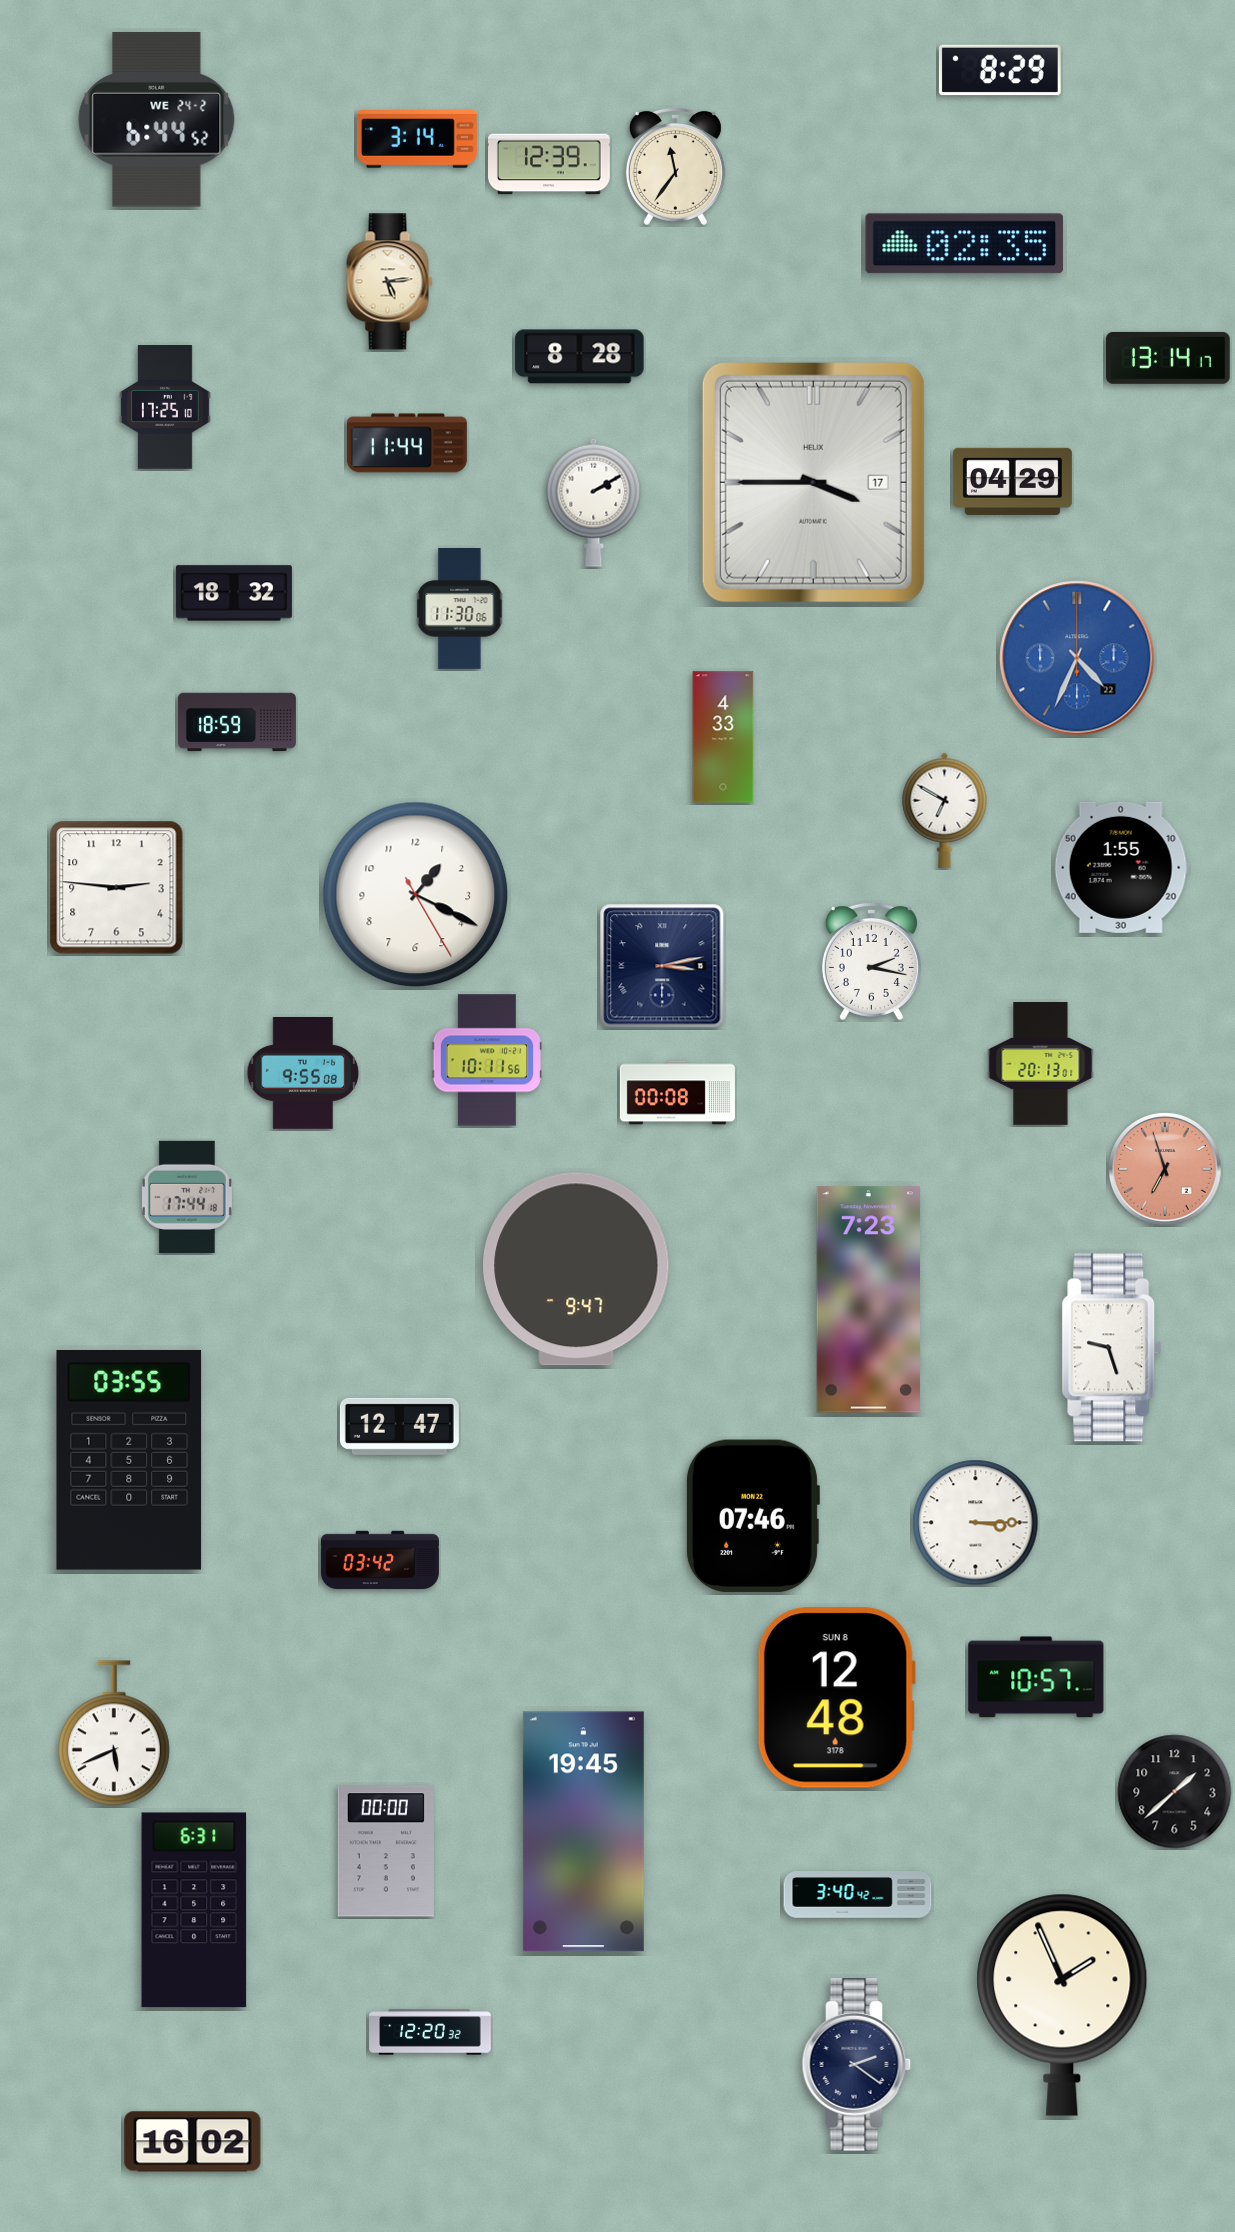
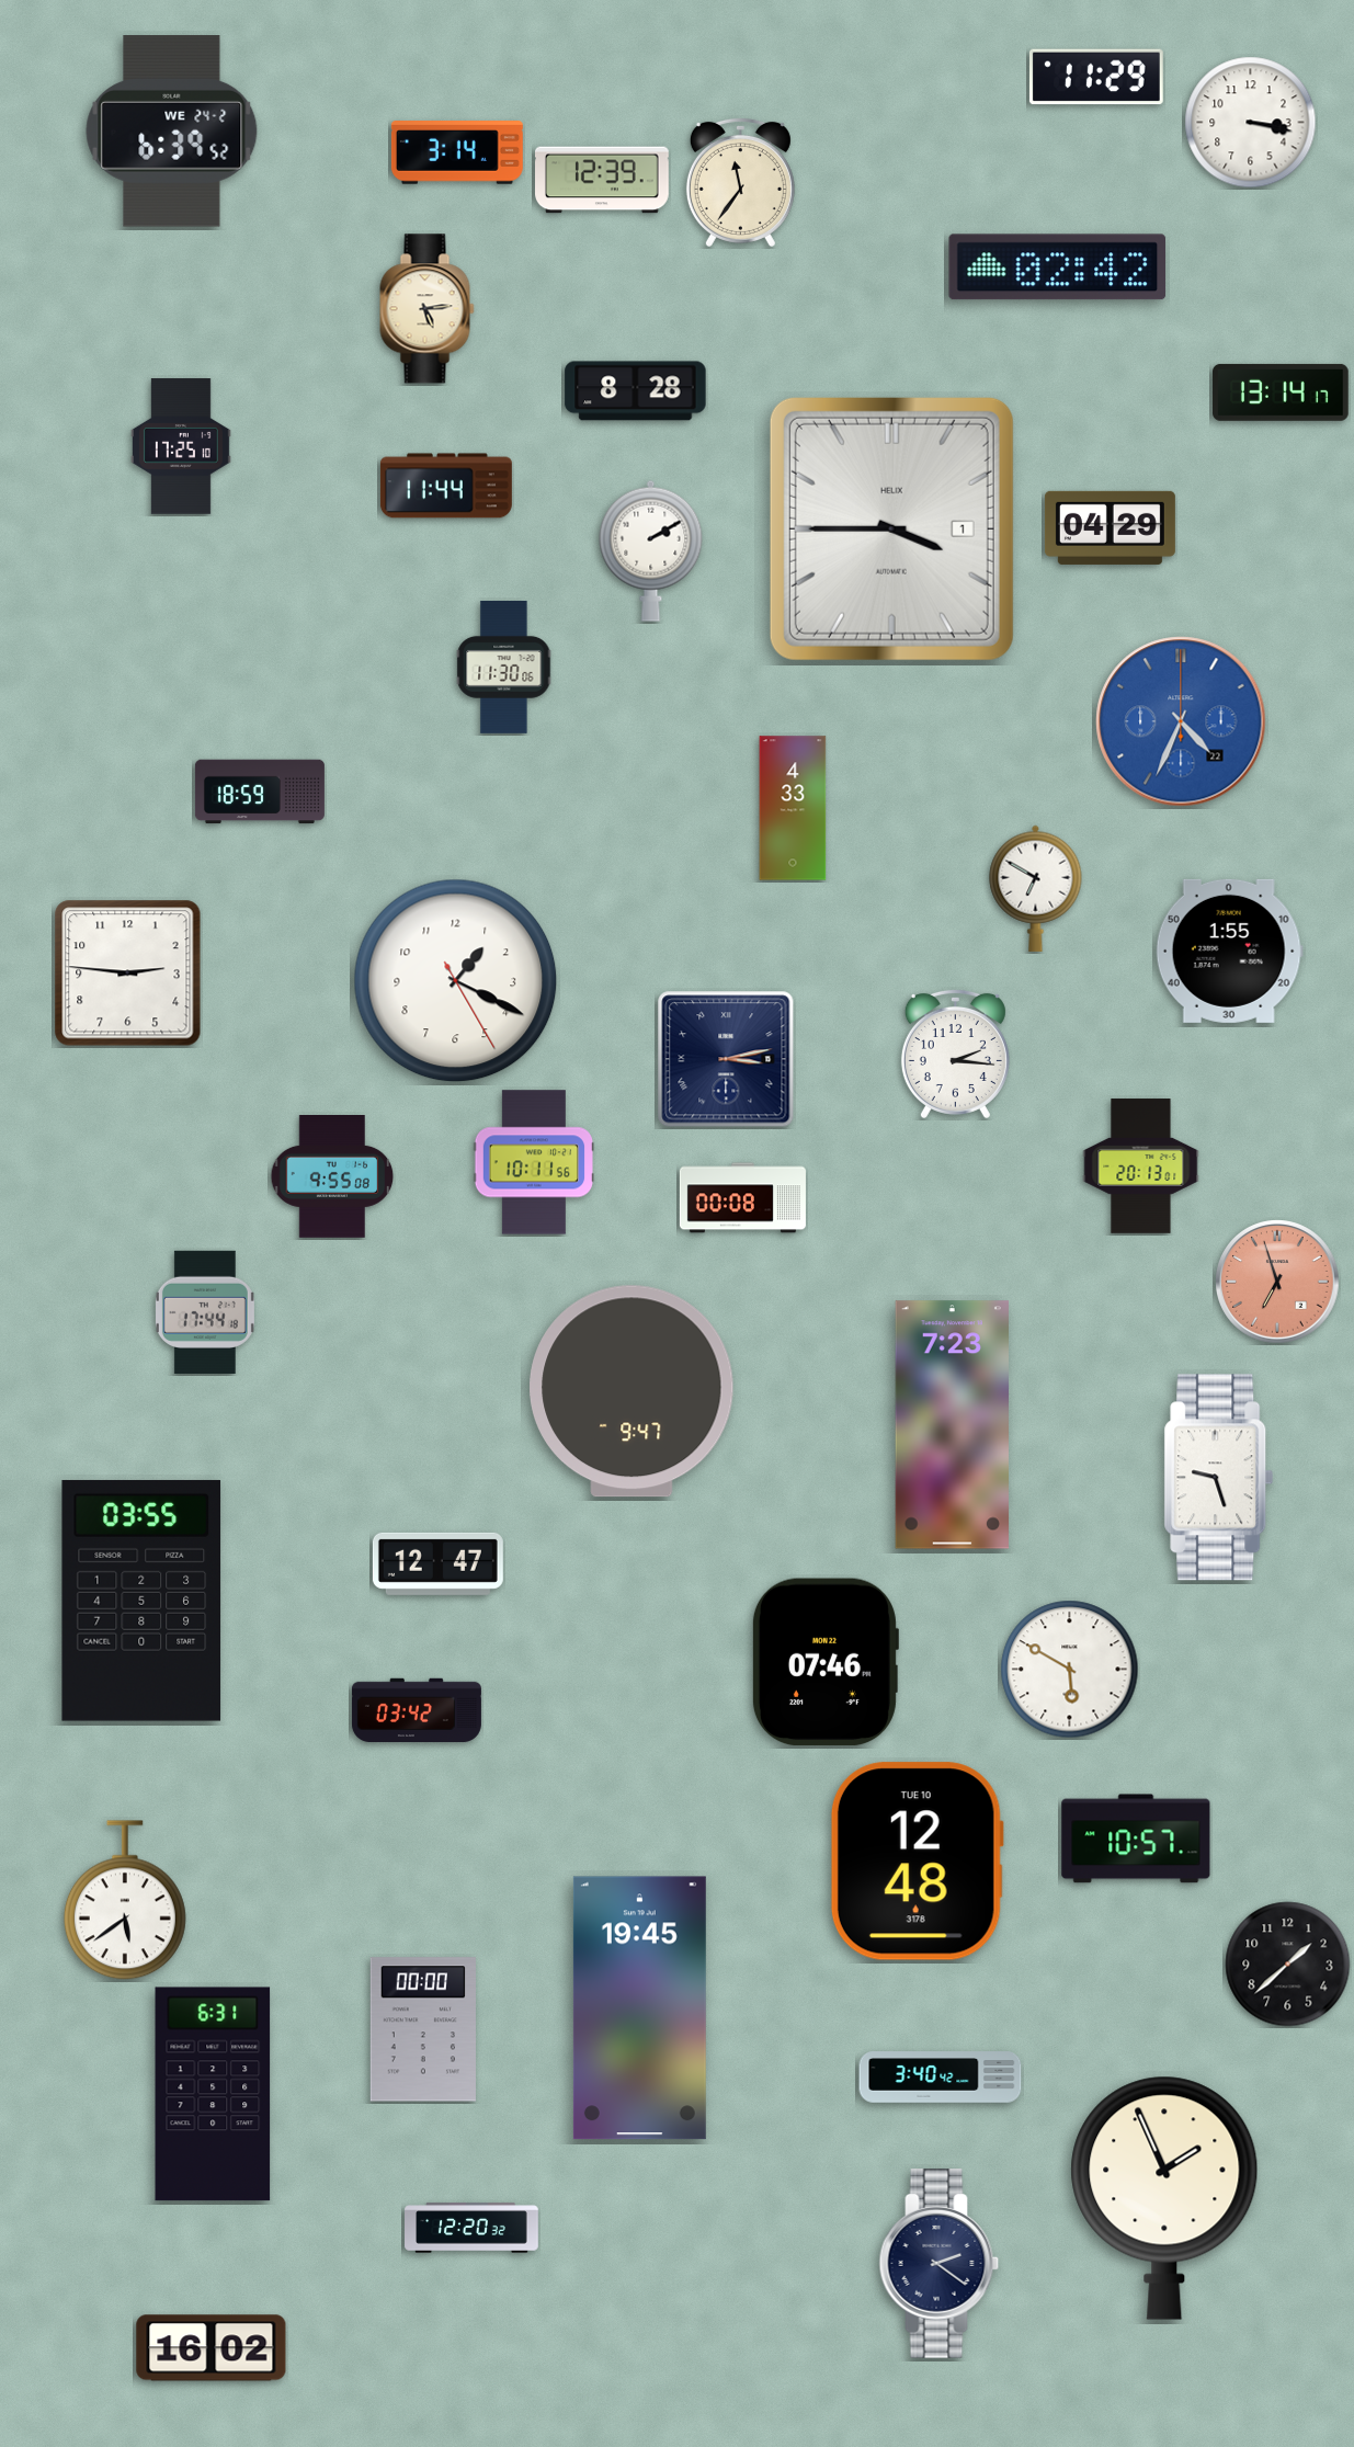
clock at (1000, 70): 8:29 -> 11:29
clock at (1251, 123): none -> 3:17
clock at (157, 120): 6:44 -> 6:39
clock at (965, 244): 02:35 -> 02:42
clock at (813, 482) date: 17 -> 1
clock at (234, 593): 18:32 -> none
clock at (871, 961): 2:17 -> 2:16
clock at (976, 1523): 3:15 -> 5:50
clock at (836, 1698) date: SUN 8 -> TUE 10
clock at (114, 1733): 5:41 -> 5:39
